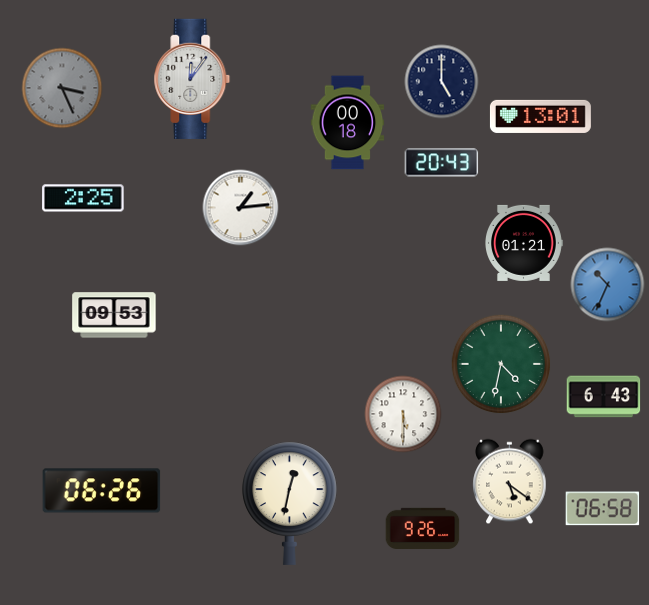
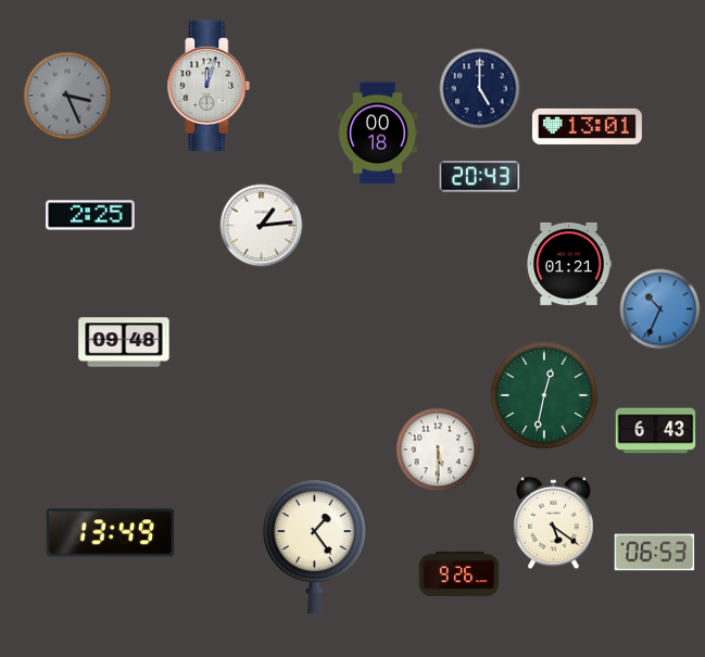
clock at (192, 79): 12:06 -> 12:03
clock at (114, 315): 09:53 -> 09:48
clock at (501, 364): 4:32 -> 12:32
clock at (102, 491): 06:26 -> 13:49
clock at (290, 503): 12:32 -> 1:24
clock at (603, 509): 06:58 -> 06:53
